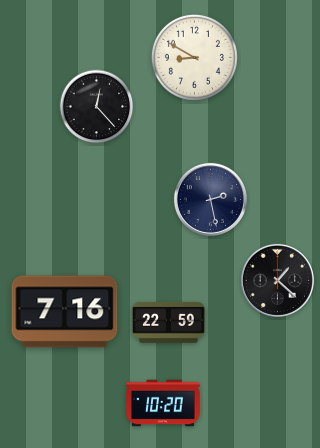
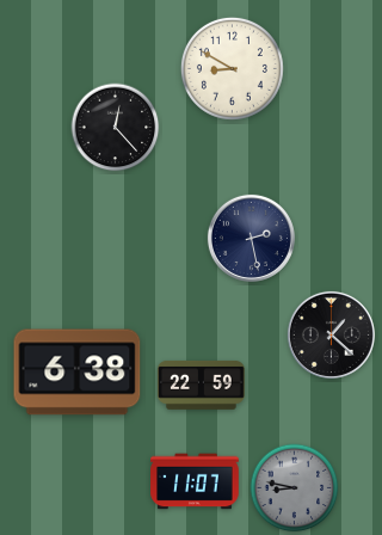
clock at (65, 312): 7:16 -> 6:38
clock at (163, 403): 10:20 -> 11:07
clock at (295, 488): none -> 8:47
